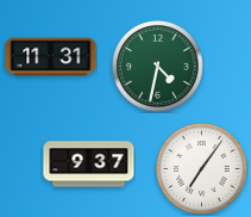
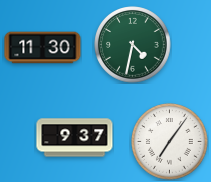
clock at (51, 57): 11:31 -> 11:30
clock at (158, 67) position: (158, 67) -> (133, 45)
